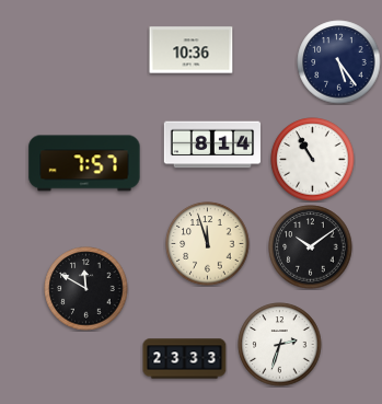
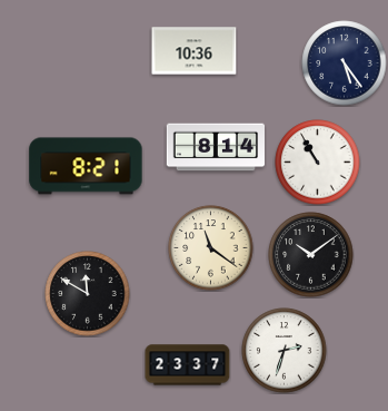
clock at (84, 163): 7:57 -> 8:21
clock at (208, 244): 11:57 -> 11:21
clock at (311, 247) position: (311, 247) -> (311, 255)
clock at (185, 359): 23:33 -> 23:37
